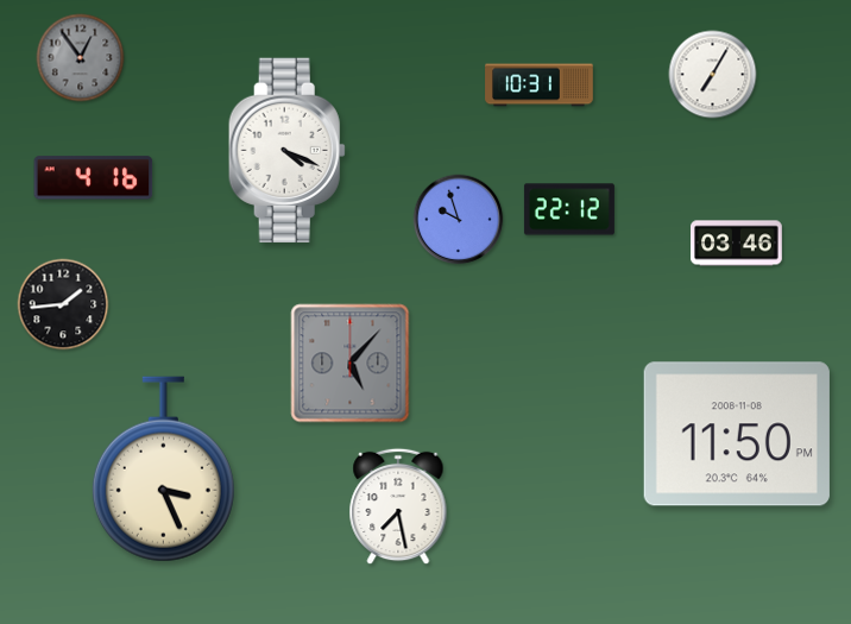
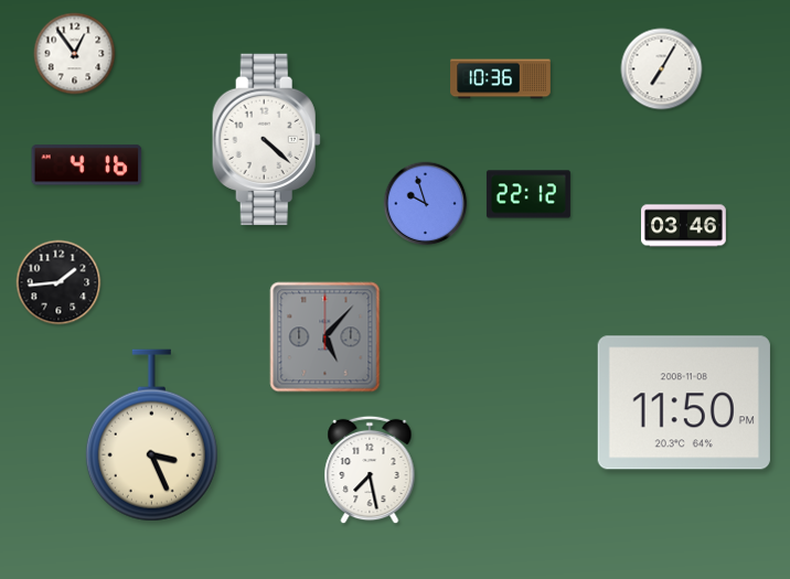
clock at (81, 58) dial: grey -> white
clock at (540, 86): 10:31 -> 10:36
clock at (286, 151): 4:19 -> 4:22
